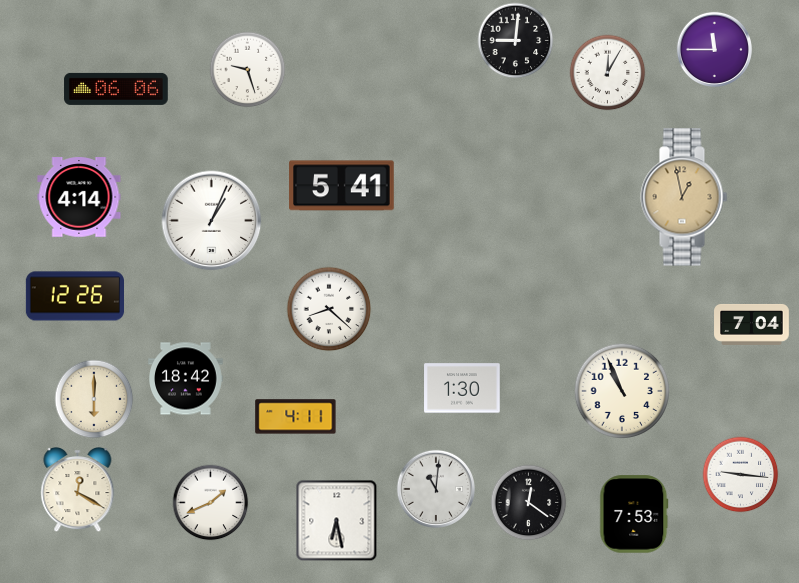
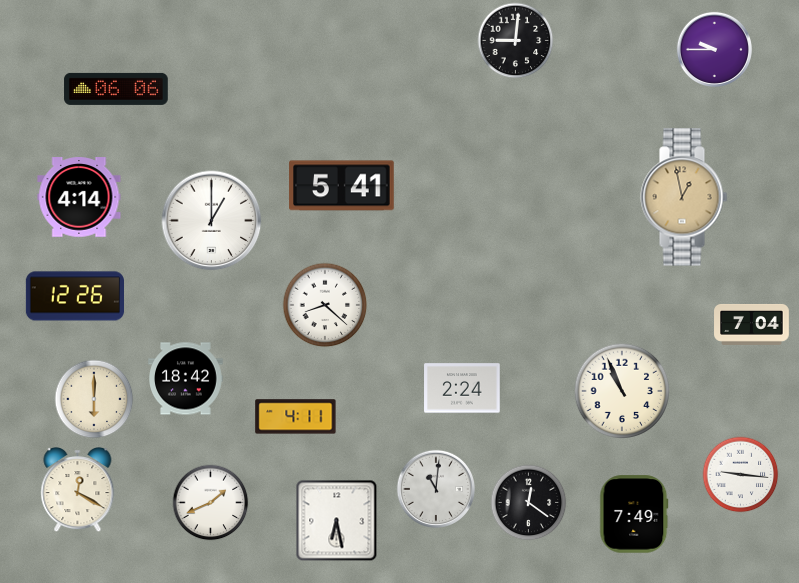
clock at (714, 49): 11:45 -> 9:45
clock at (248, 70): 9:27 -> none
clock at (608, 73): 12:05 -> none
clock at (212, 221): 1:04 -> 1:00
clock at (329, 309) position: (329, 309) -> (325, 305)
clock at (462, 388): 1:30 -> 2:24
clock at (634, 514): 7:53 -> 7:49
